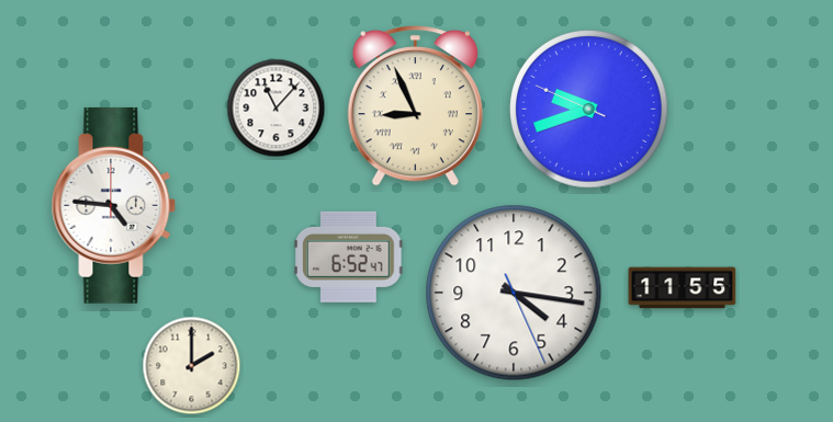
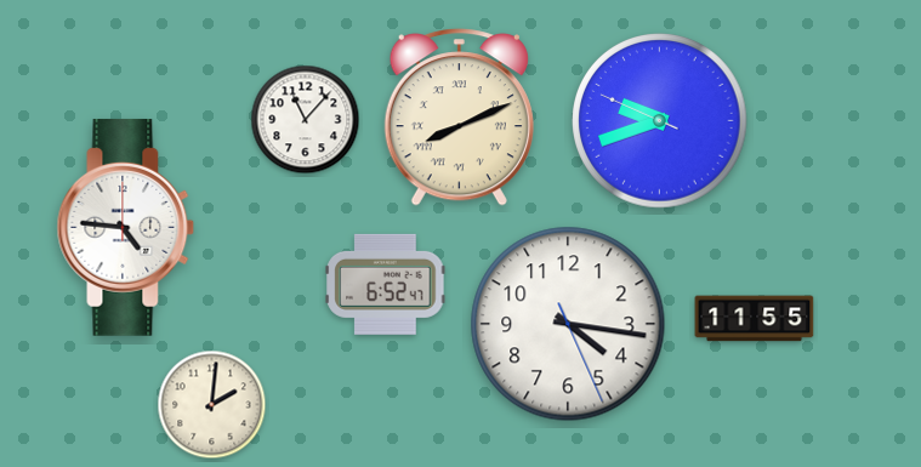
clock at (415, 106): 8:56 -> 8:11
clock at (589, 110) position: (589, 110) -> (660, 121)
clock at (192, 366): 2:00 -> 2:01
